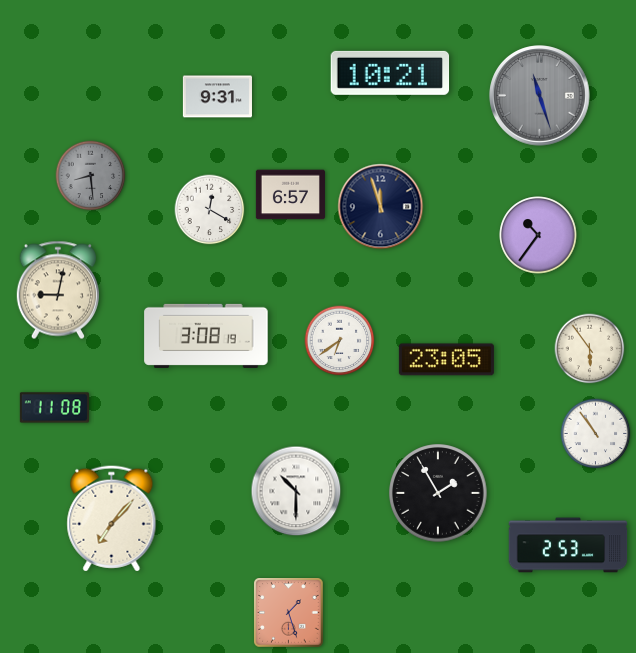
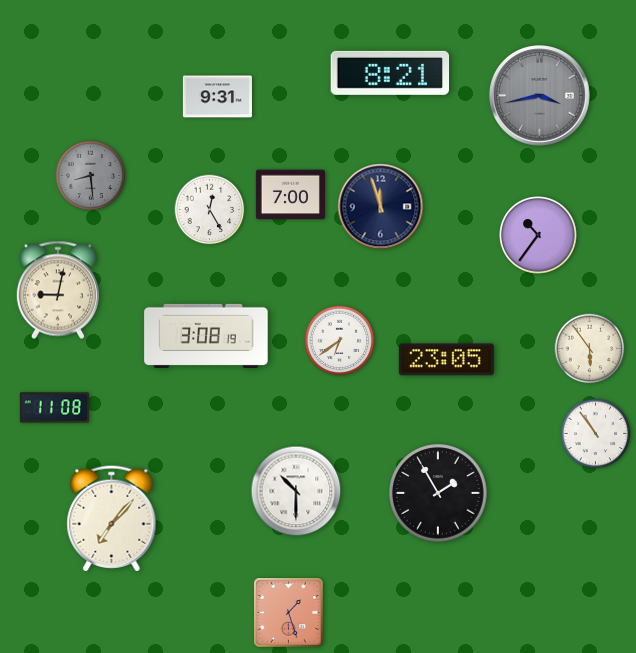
clock at (390, 73): 10:21 -> 8:21
clock at (540, 96): 11:27 -> 3:43
clock at (290, 195): 6:57 -> 7:00
clock at (210, 210): 12:20 -> 12:25
clock at (568, 545): 2:53 -> none
